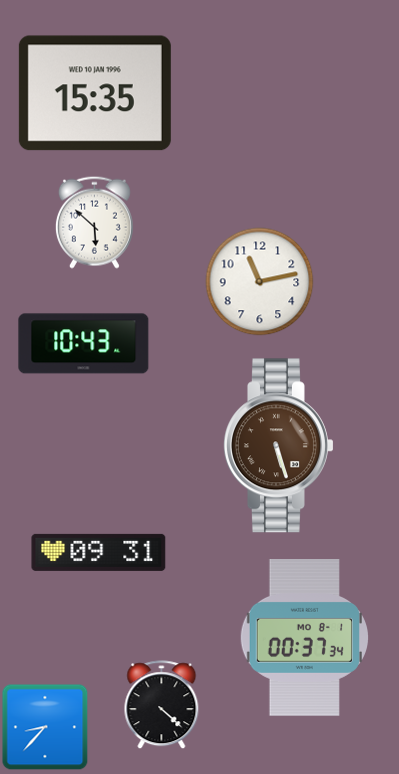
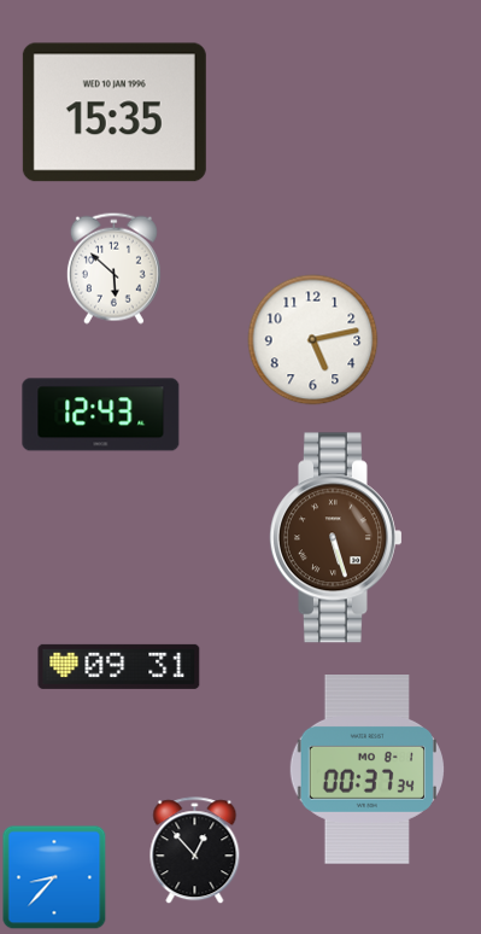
clock at (260, 282): 11:13 -> 5:13
clock at (84, 344): 10:43 -> 12:43
clock at (162, 705): 4:22 -> 12:53
